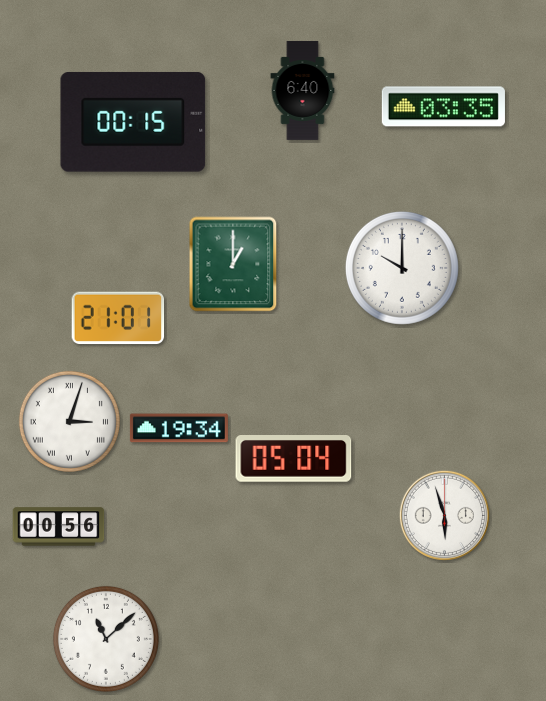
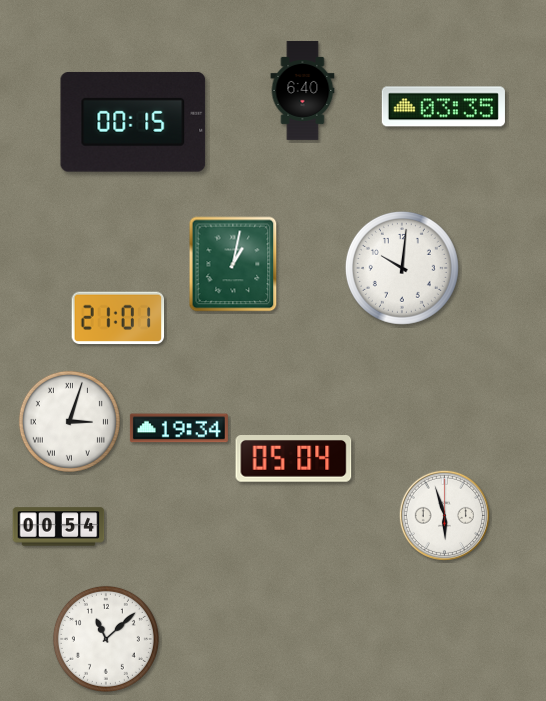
clock at (233, 264): 1:00 -> 1:02
clock at (402, 268): 10:00 -> 10:01
clock at (59, 527): 00:56 -> 00:54
